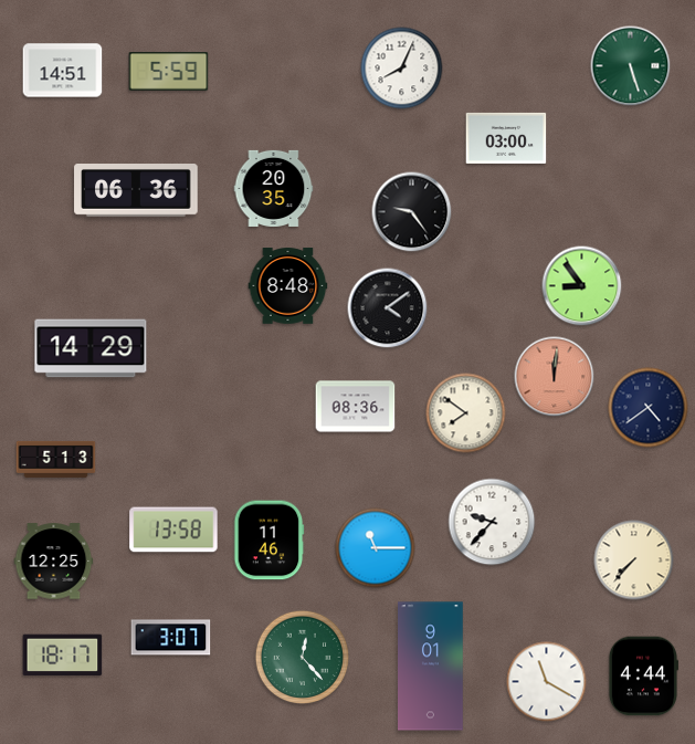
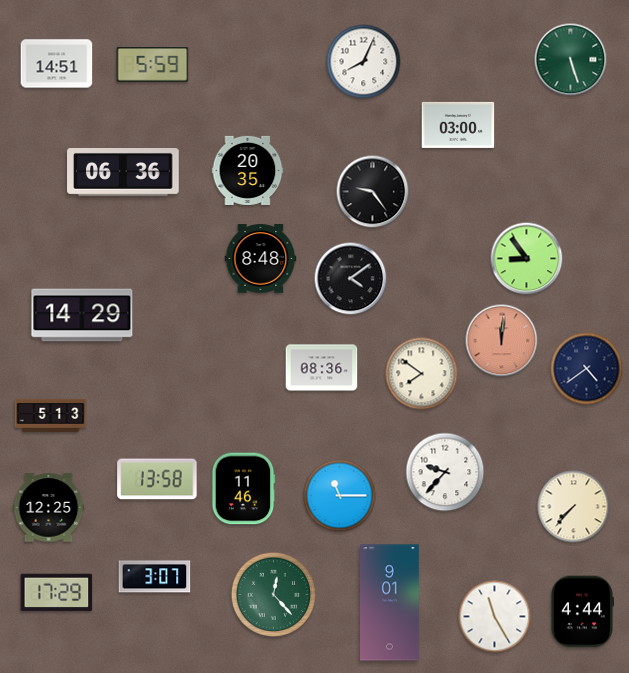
clock at (63, 656): 18:17 -> 17:29
clock at (547, 682): 11:20 -> 11:25
